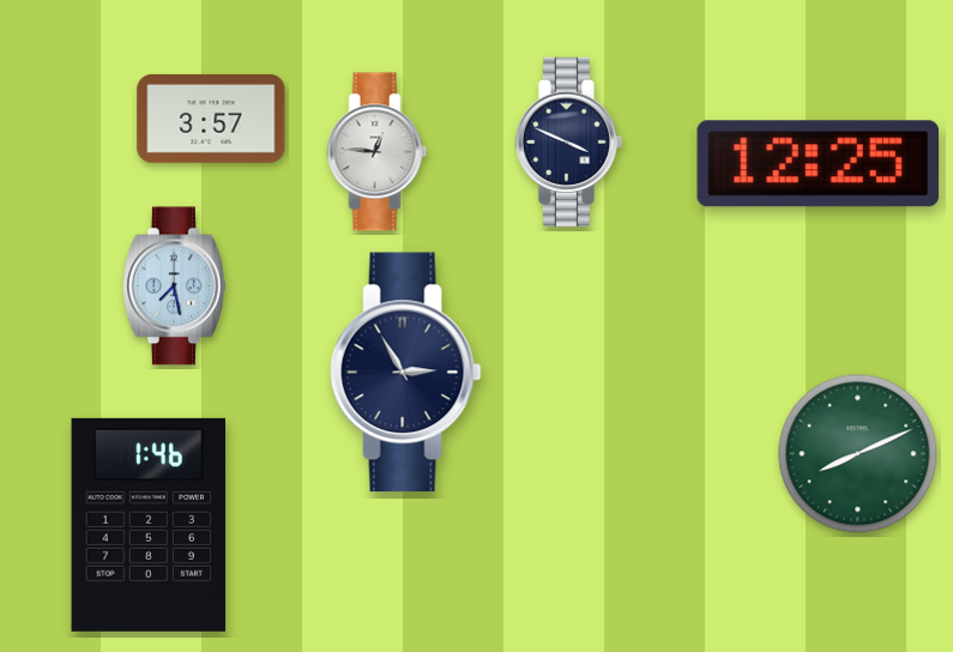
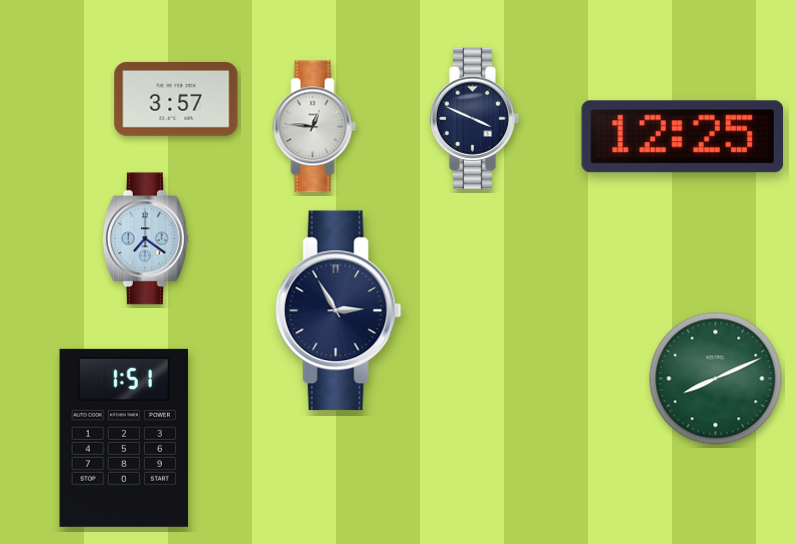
clock at (174, 286): 7:28 -> 7:21
clock at (149, 525): 1:46 -> 1:51
